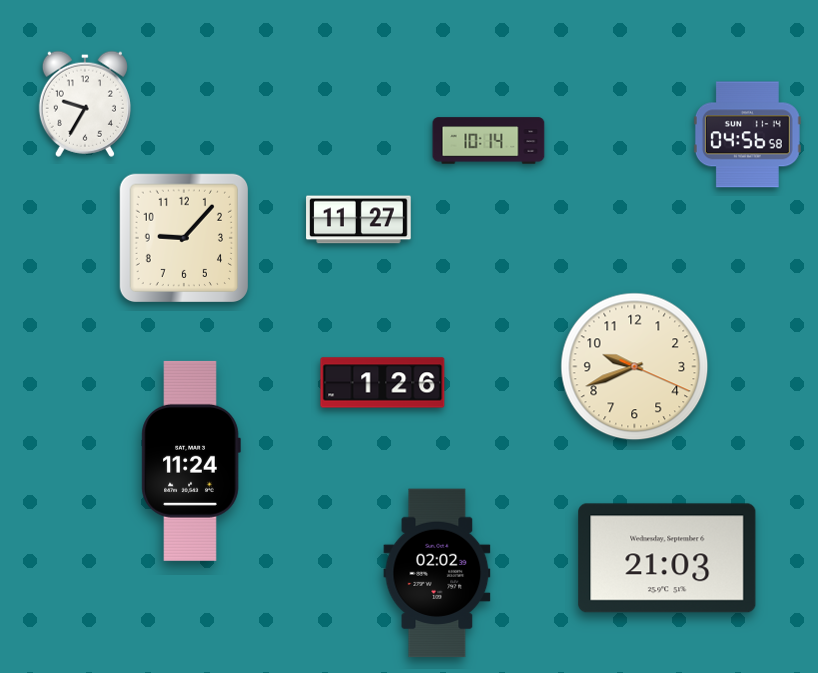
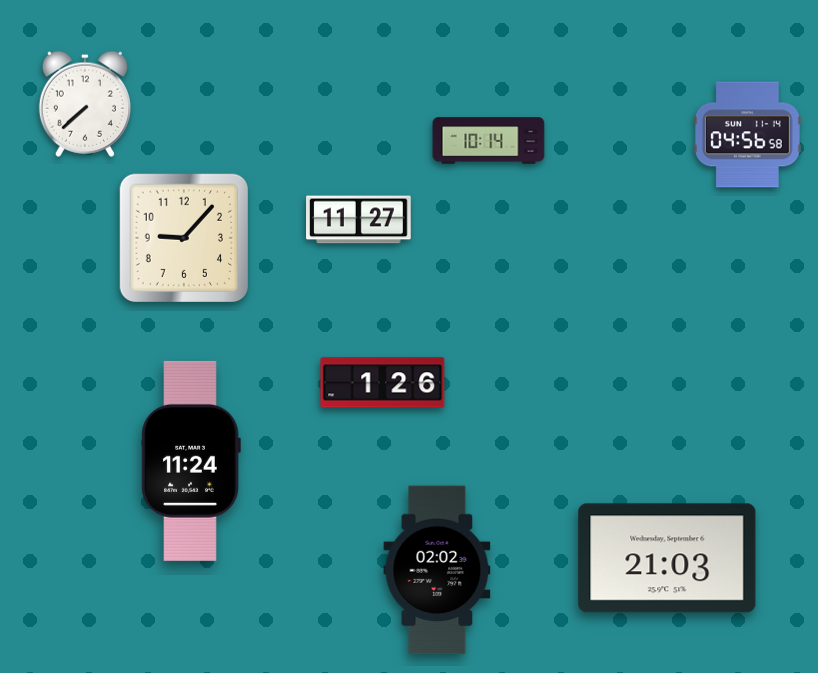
clock at (85, 104): 9:35 -> 7:38
clock at (635, 367): 9:41 -> none
clock at (437, 573) position: (437, 573) -> (437, 570)
